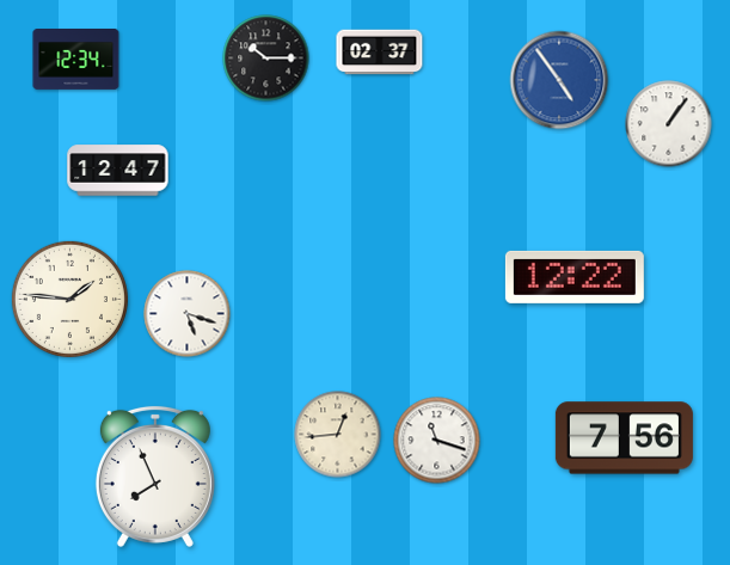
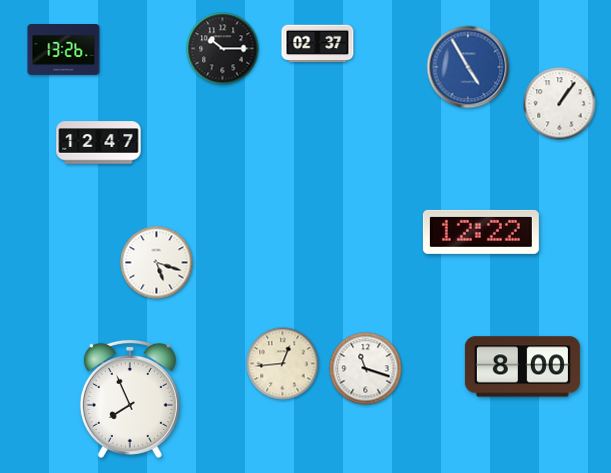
clock at (76, 60): 12:34 -> 13:26
clock at (559, 80): 4:54 -> 4:55
clock at (69, 299): 1:46 -> none
clock at (624, 438): 7:56 -> 8:00
